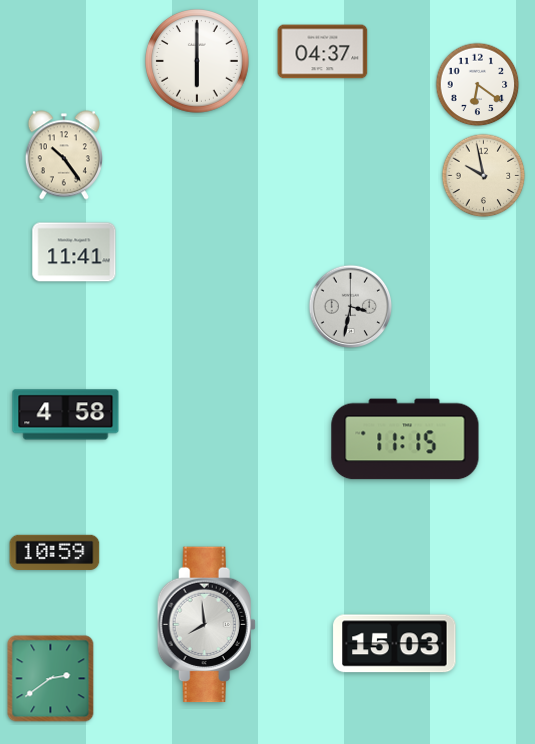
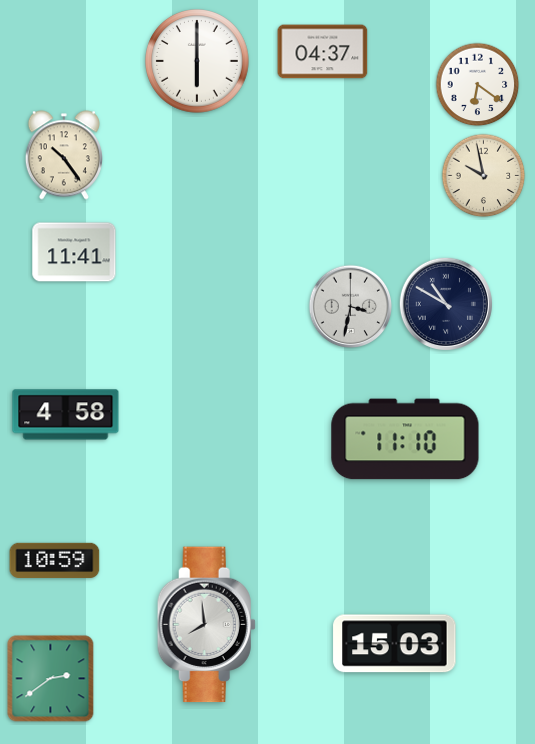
clock at (445, 303): none -> 10:50
clock at (405, 439): 11:15 -> 11:10
clock at (55, 552) position: (55, 552) -> (55, 560)
